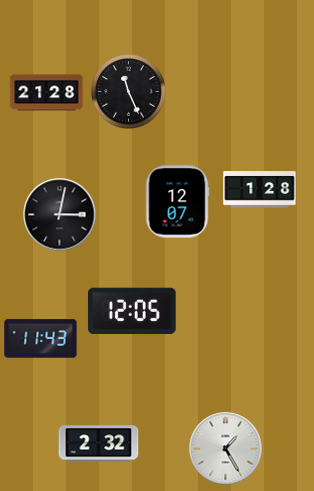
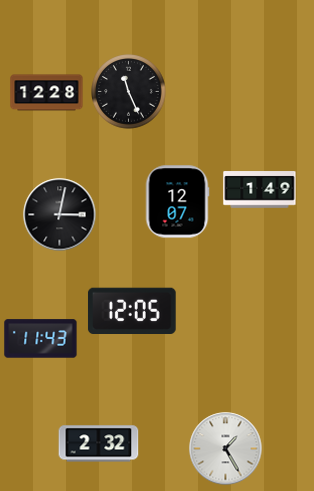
clock at (47, 93): 21:28 -> 12:28
clock at (260, 190): 1:28 -> 1:49
